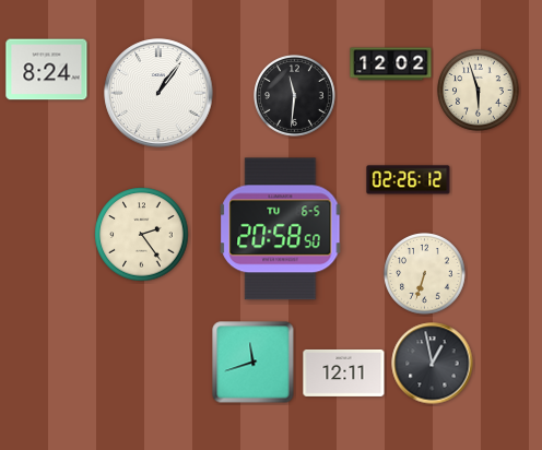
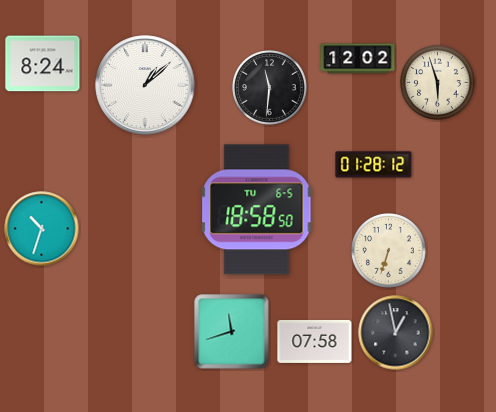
clock at (158, 93): 1:06 -> 1:08
clock at (409, 180): 02:26 -> 01:28
clock at (281, 229): 20:58 -> 18:58
clock at (142, 235): 2:24 -> none
clock at (42, 229): none -> 10:33
clock at (344, 372): 12:11 -> 07:58
